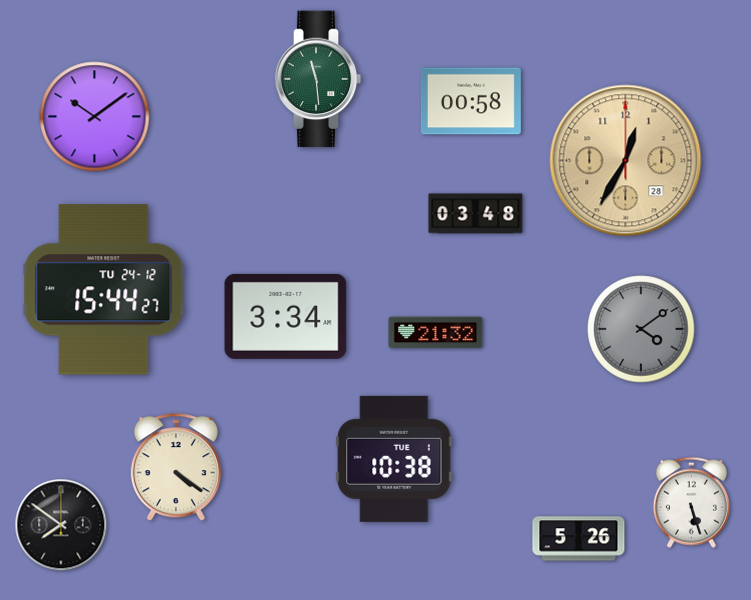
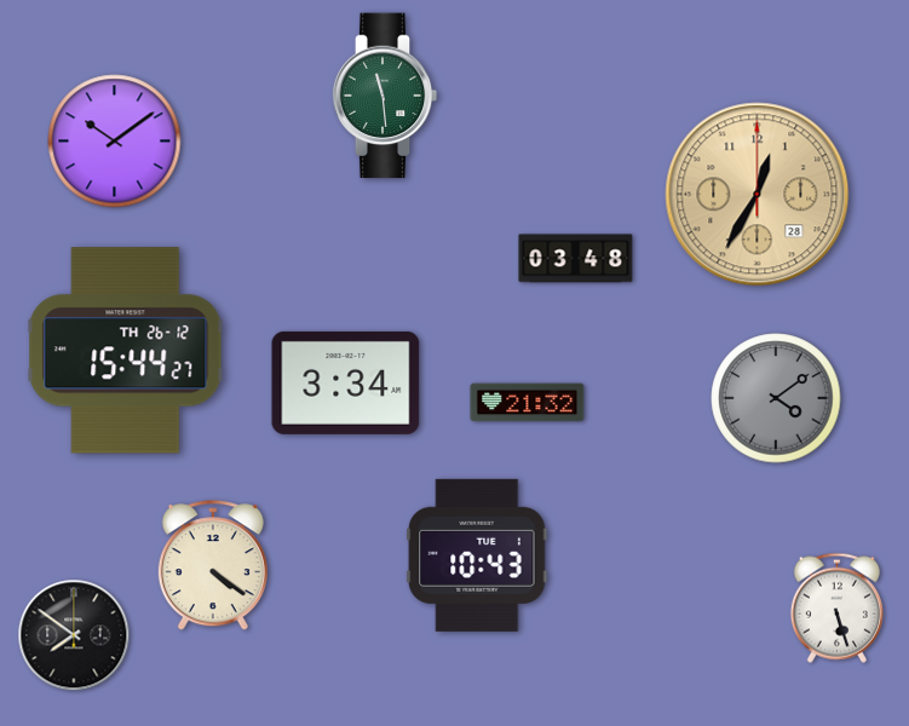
clock at (471, 101): 00:58 -> none
clock at (104, 290) date: TU 24-12 -> TH 26-12
clock at (394, 459): 10:38 -> 10:43
clock at (579, 539): 5:26 -> none
